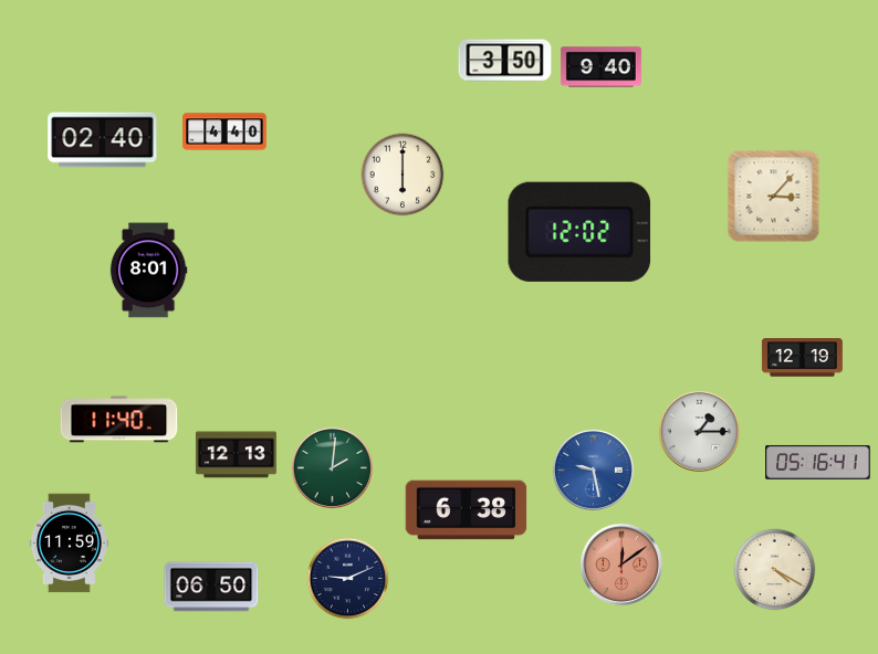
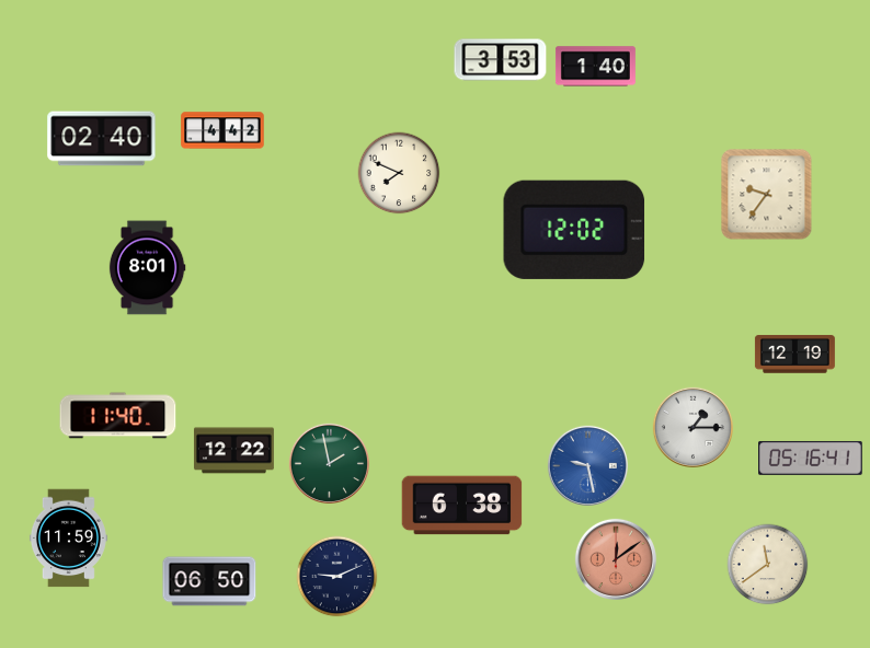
clock at (505, 61): 3:50 -> 3:53
clock at (600, 67): 9:40 -> 1:40
clock at (224, 131): 4:40 -> 4:42
clock at (403, 175): 6:00 -> 7:49
clock at (774, 197): 3:07 -> 9:36
clock at (236, 455): 12:13 -> 12:22
clock at (332, 467): 2:01 -> 1:58
clock at (775, 570): 4:20 -> 11:39
clock at (348, 579) position: (348, 579) -> (337, 577)
